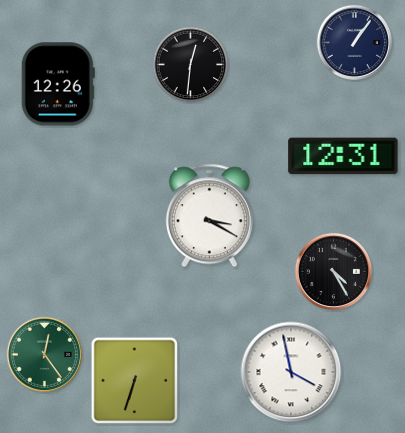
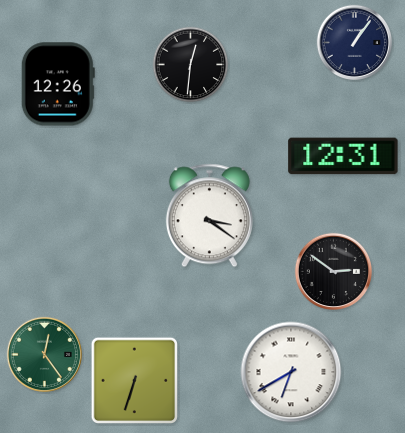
clock at (209, 216): 3:20 -> 3:21
clock at (333, 271): 4:25 -> 2:51
clock at (291, 372): 3:58 -> 6:40
